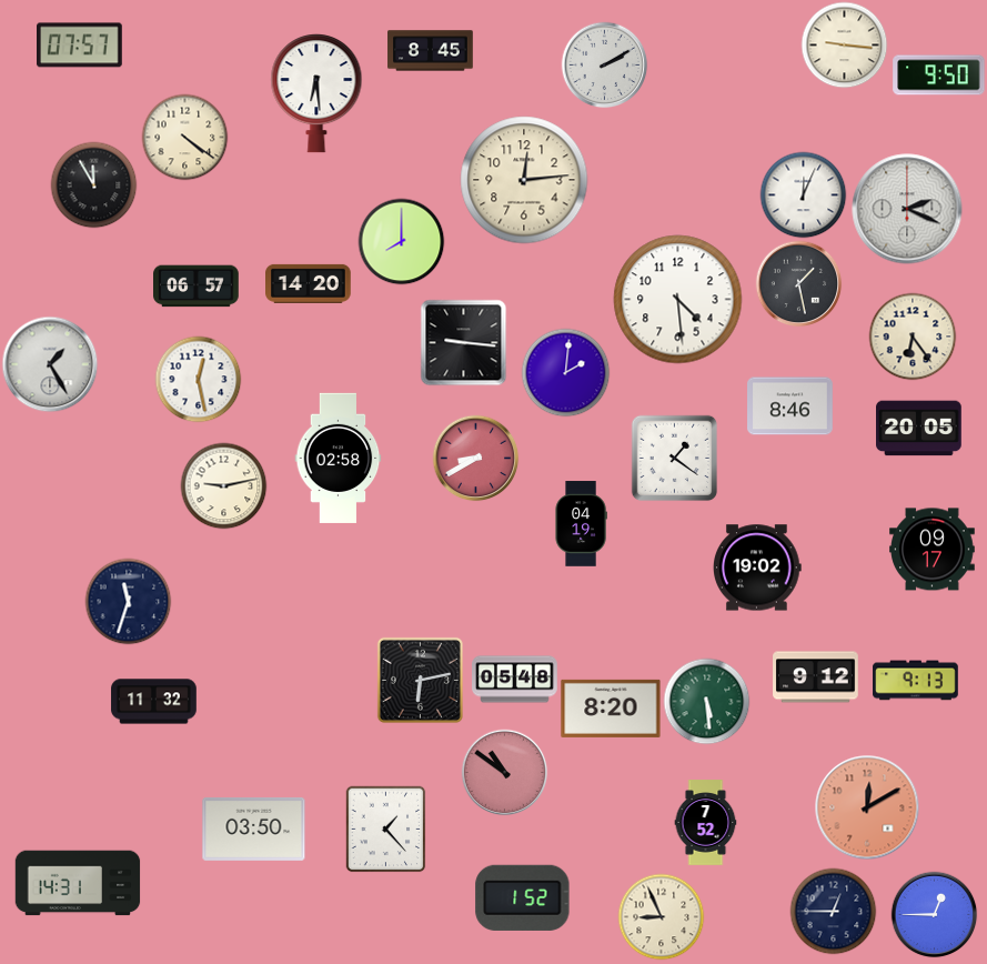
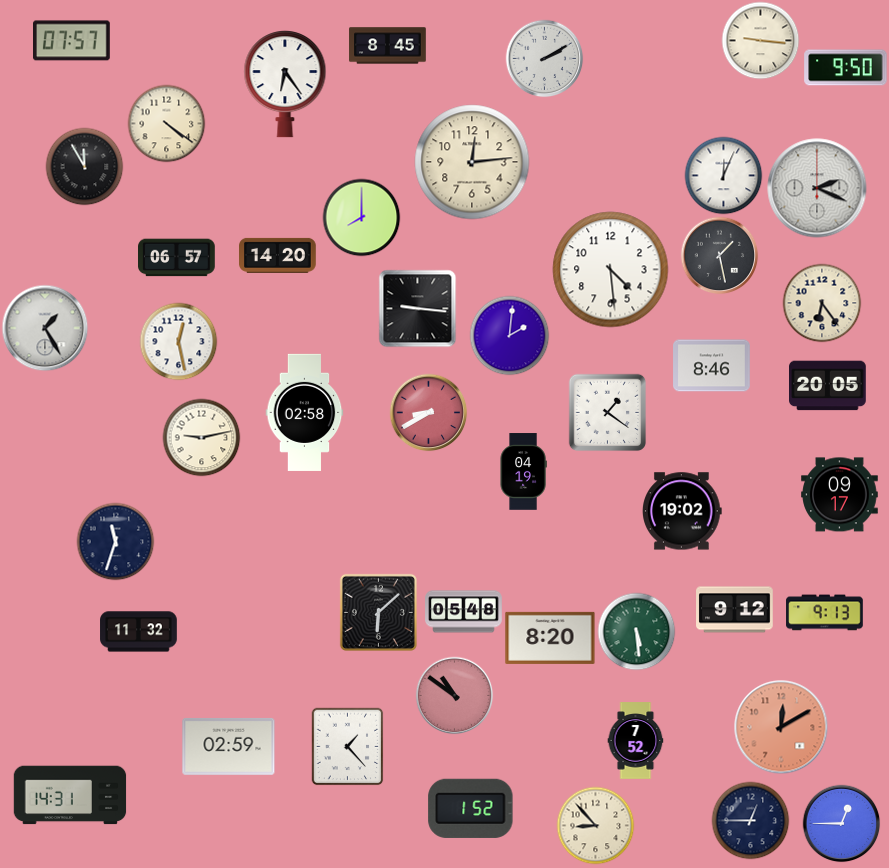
clock at (316, 94): 6:29 -> 6:24
clock at (420, 680): 6:13 -> 6:08
clock at (254, 829): 03:50 -> 02:59
clock at (661, 916): 8:56 -> 8:53
